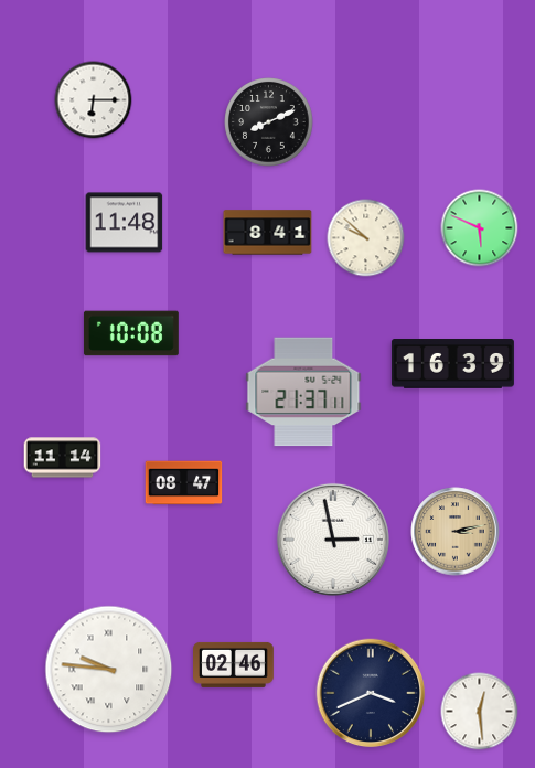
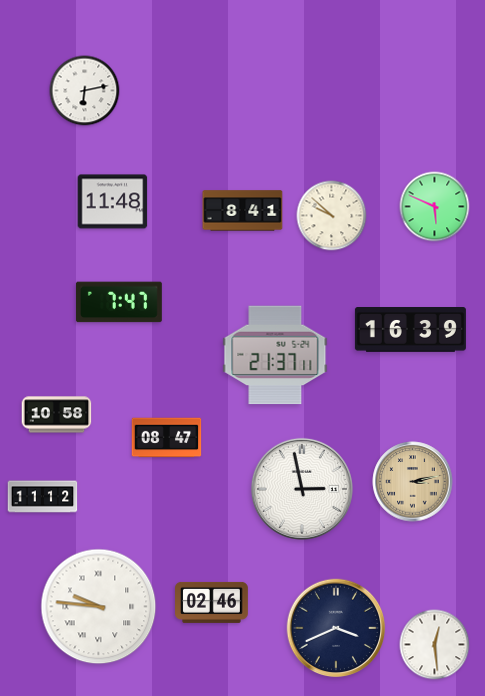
clock at (94, 100): 6:15 -> 6:13
clock at (269, 122): 8:11 -> none
clock at (131, 333): 10:08 -> 7:47
clock at (63, 458): 11:14 -> 10:58
clock at (43, 497): none -> 11:12
